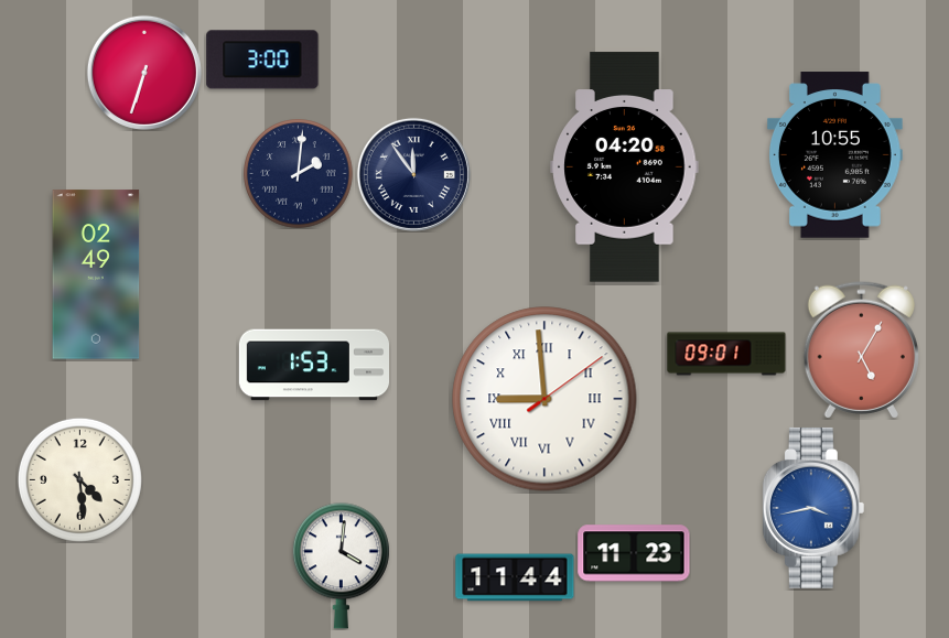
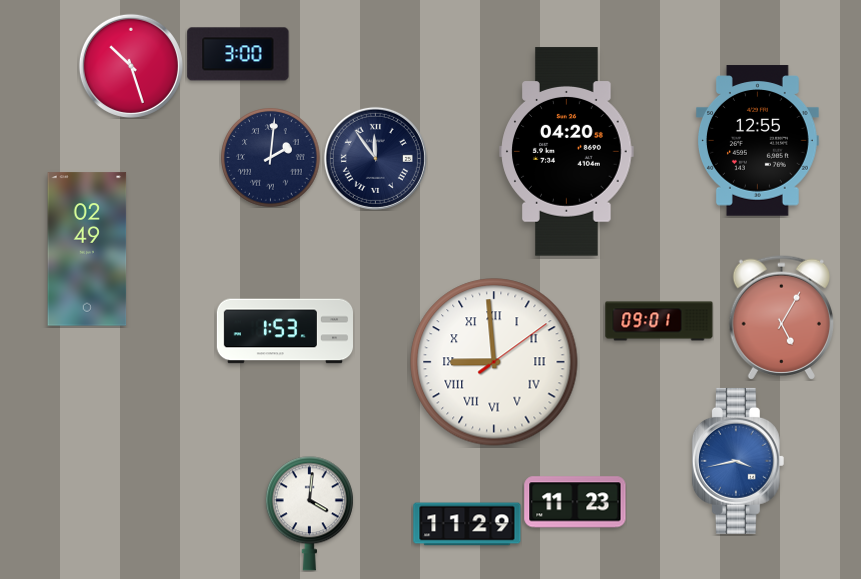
clock at (144, 73): 6:33 -> 10:27
clock at (835, 155): 10:55 -> 12:55
clock at (79, 479): 4:29 -> none
clock at (515, 577): 11:44 -> 11:29
